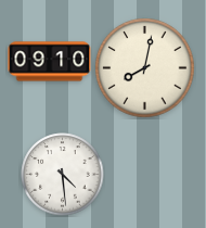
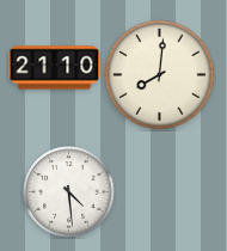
clock at (50, 62): 09:10 -> 21:10
clock at (145, 68): 8:02 -> 8:01
